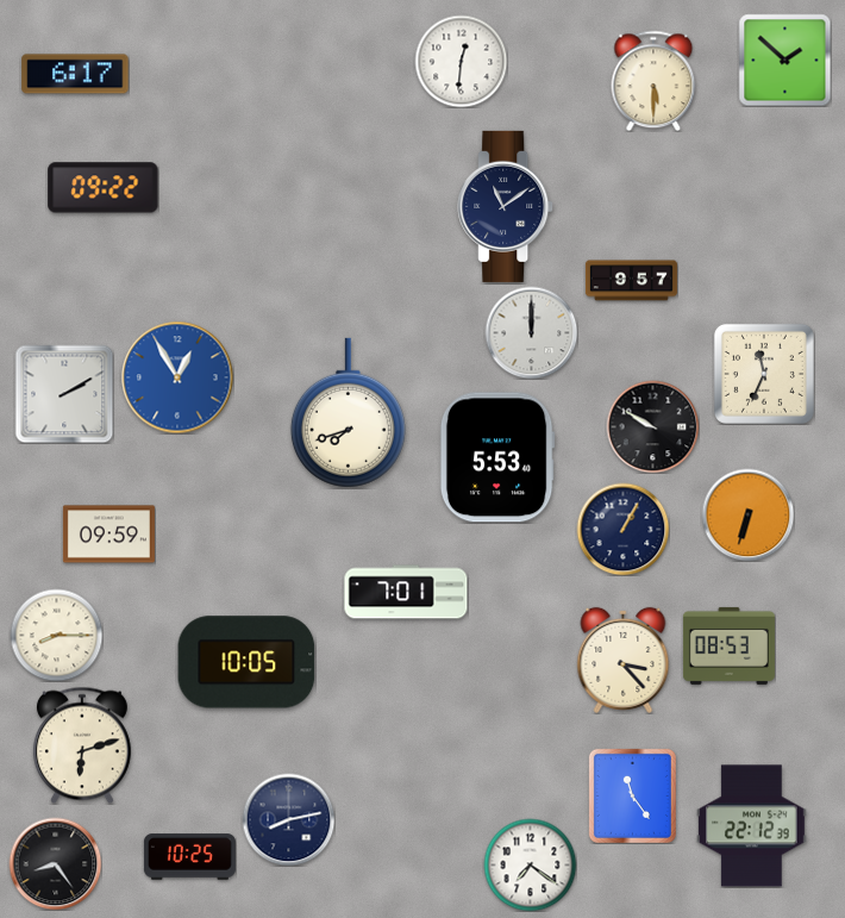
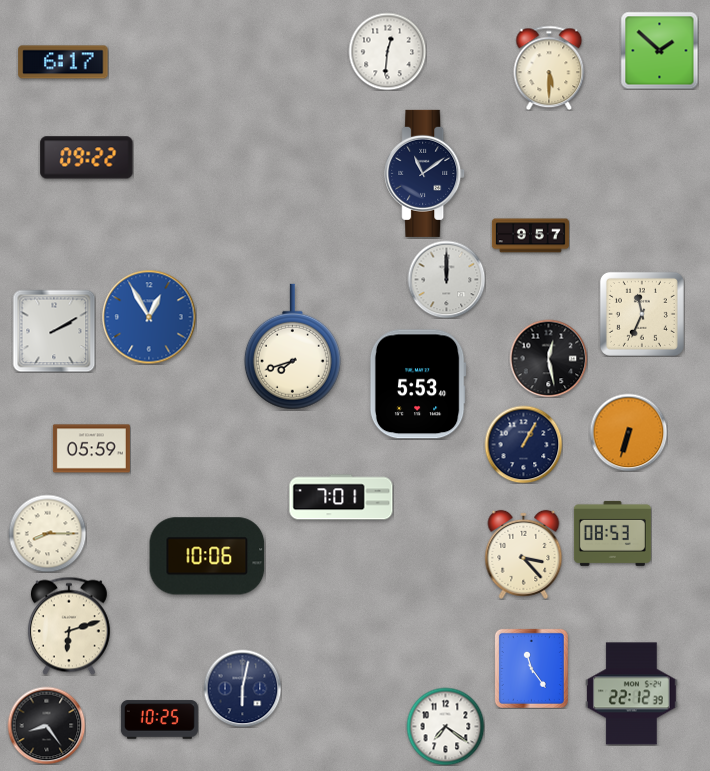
clock at (652, 426): 9:50 -> 12:28
clock at (108, 535): 09:59 -> 05:59
clock at (728, 645) position: (728, 645) -> (612, 533)
clock at (246, 662): 10:05 -> 10:06
clock at (288, 819): 8:13 -> 6:02
